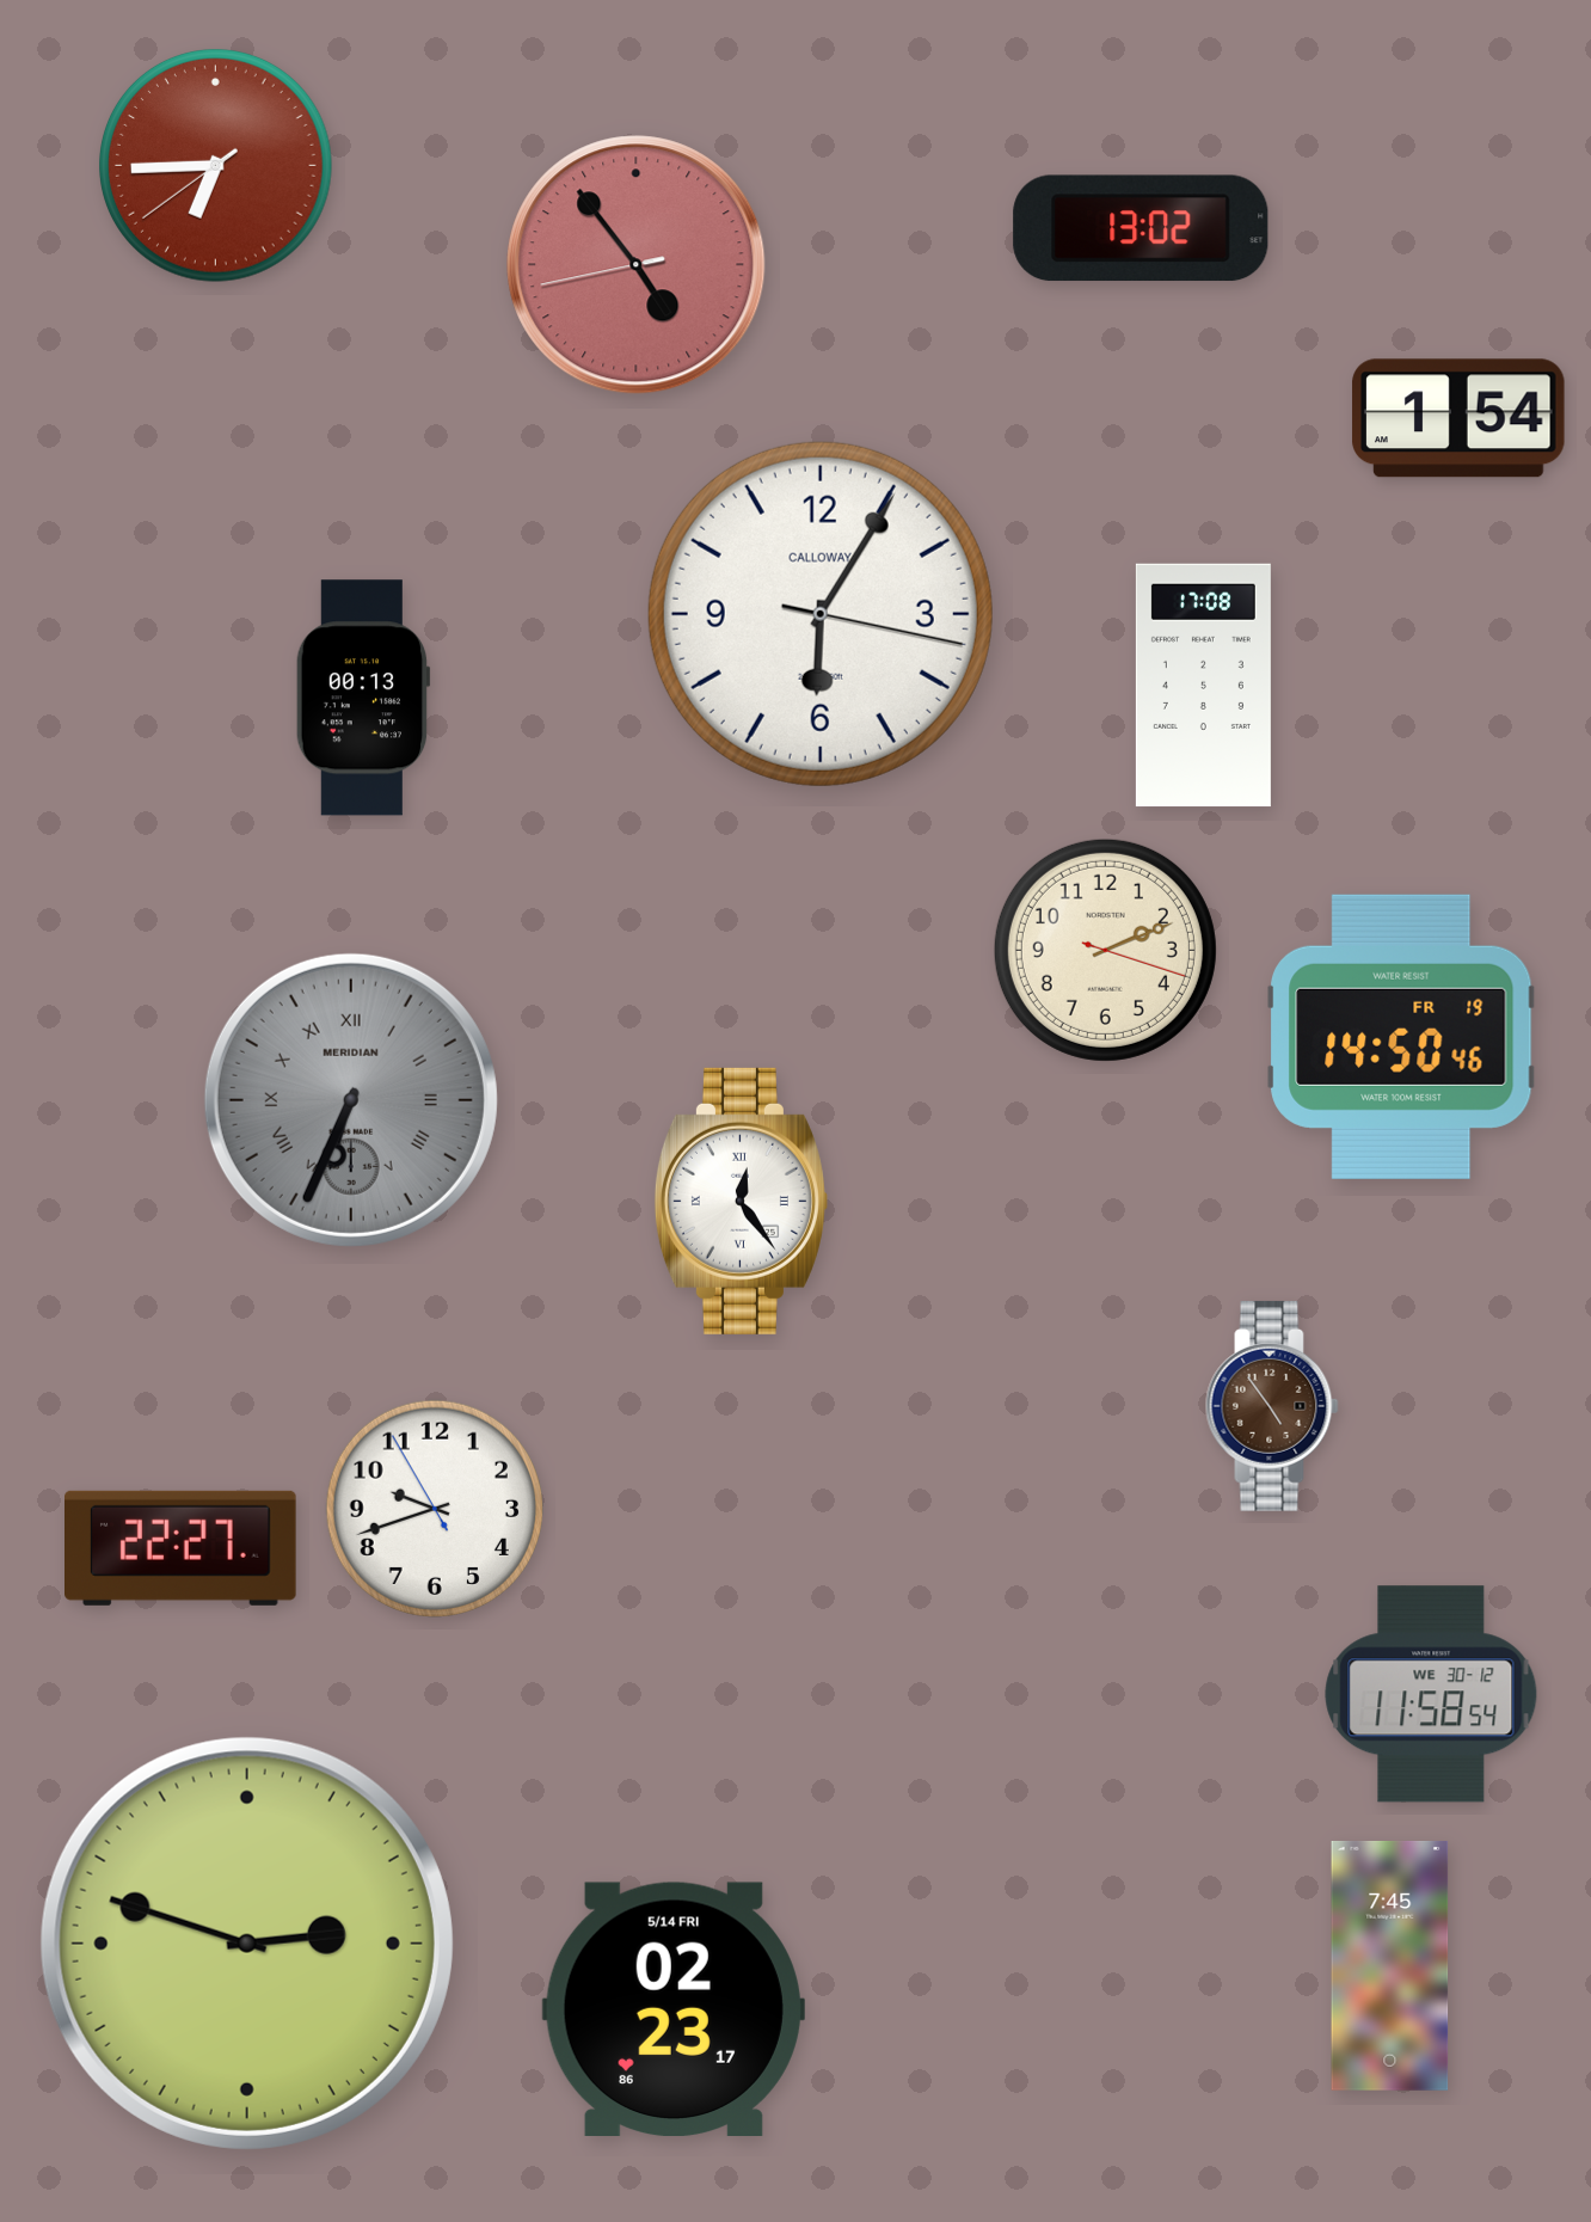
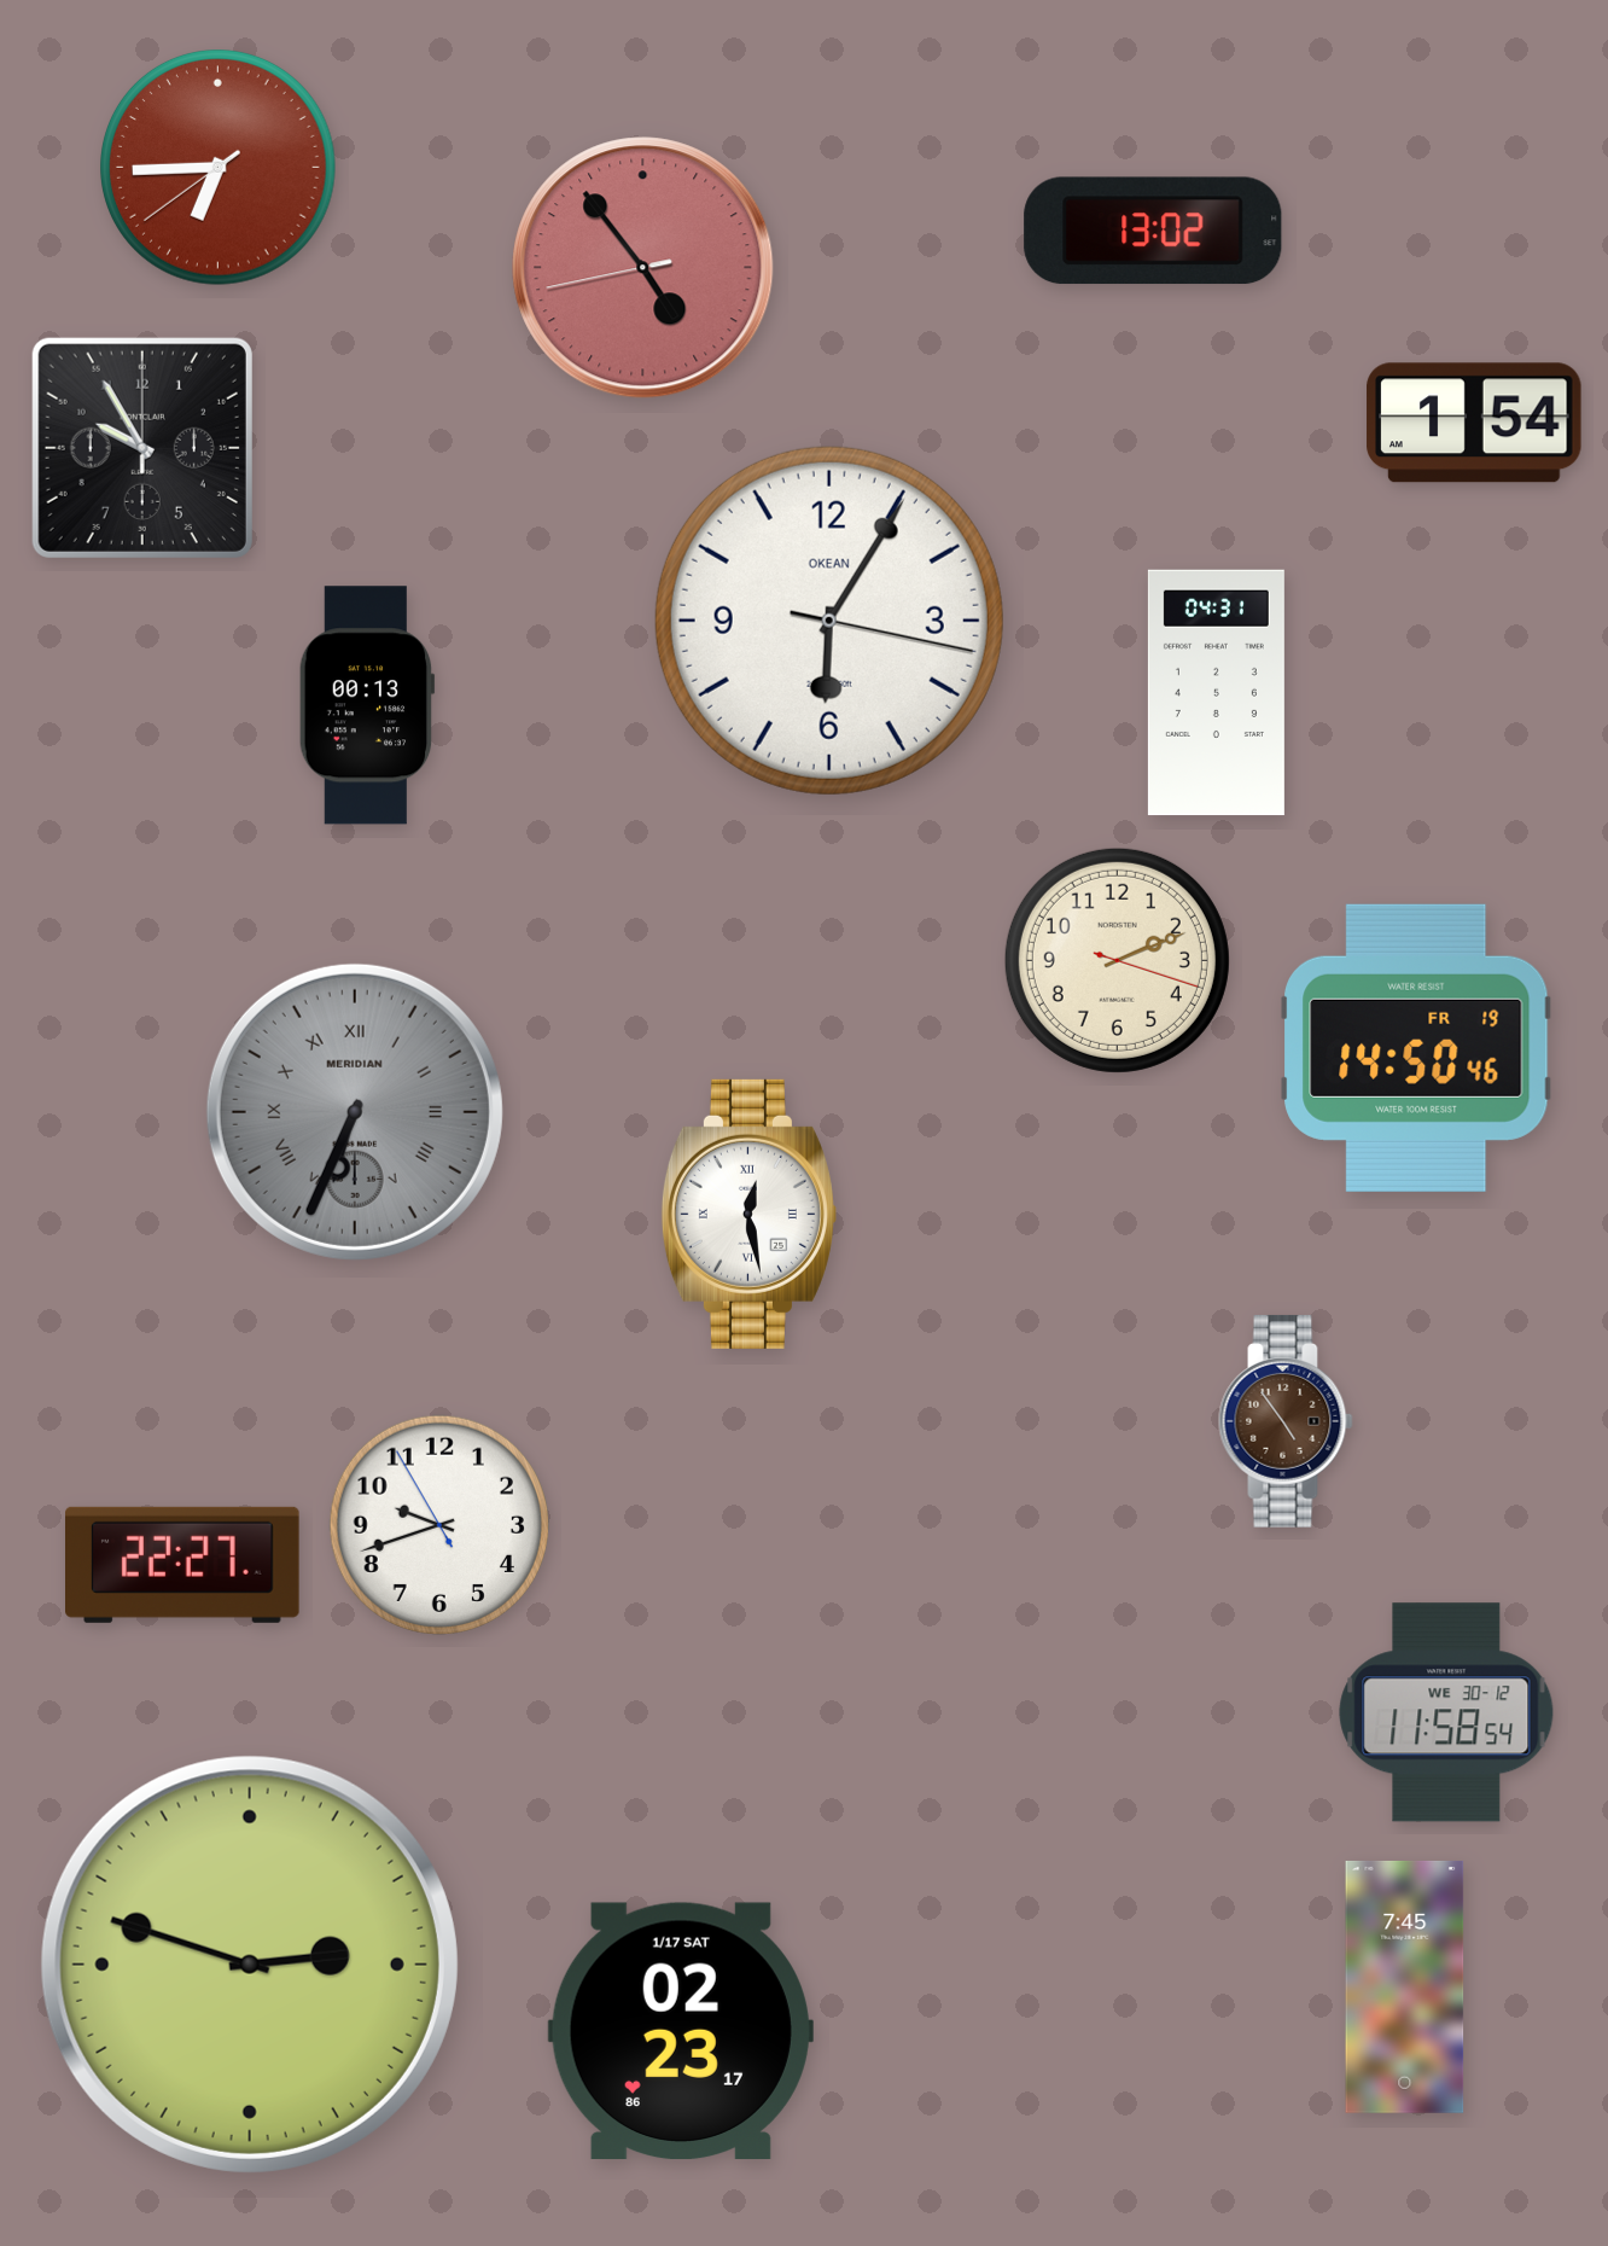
clock at (142, 448): none -> 9:55
clock at (821, 614) brand: CALLOWAY -> OKEAN
clock at (1203, 686): 17:08 -> 04:31
clock at (741, 1201): 12:24 -> 12:28
clock at (674, 2008) date: 5/14 FRI -> 1/17 SAT
